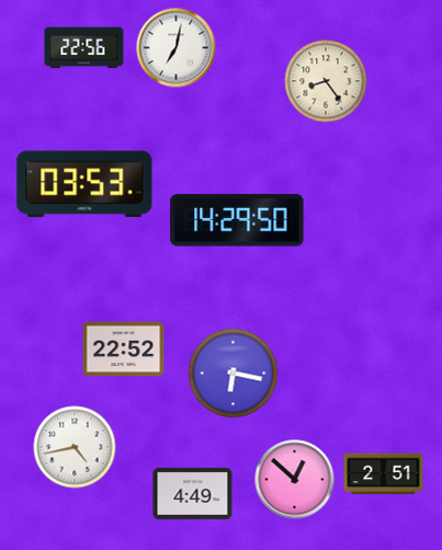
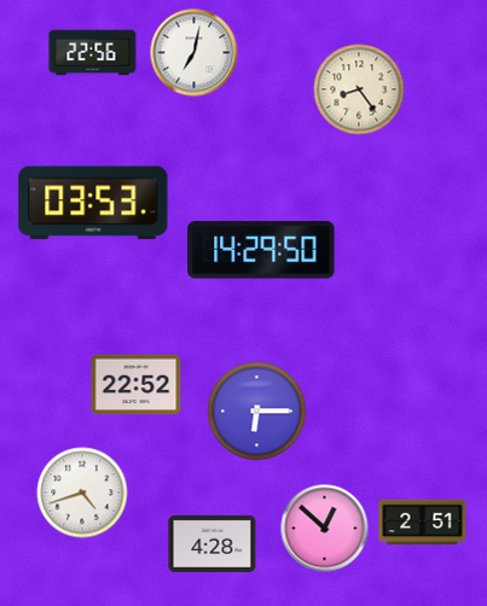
clock at (237, 220) position: (237, 220) -> (261, 250)
clock at (234, 374): 6:17 -> 6:15
clock at (75, 447): 4:43 -> 4:42
clock at (193, 493): 4:49 -> 4:28
